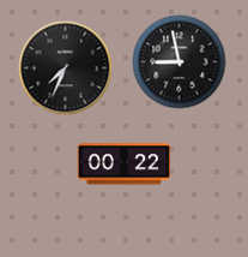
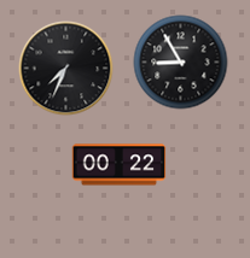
clock at (179, 61): 8:58 -> 8:55
clock at (123, 165) position: (123, 165) -> (118, 165)
